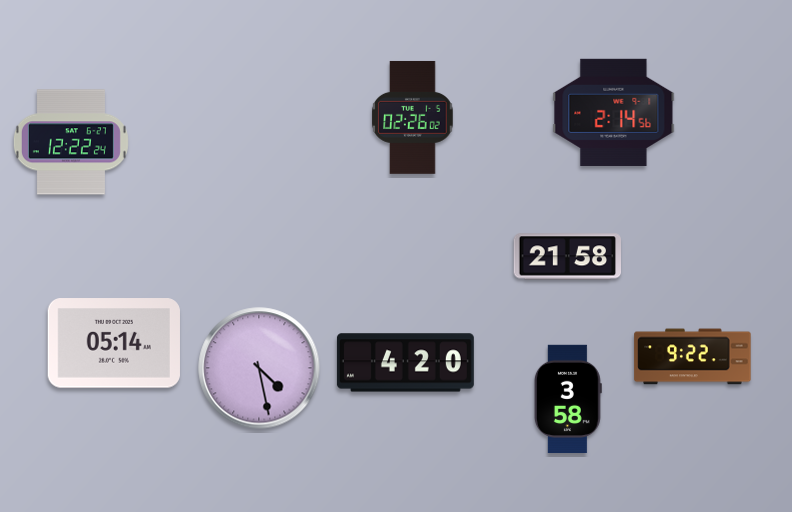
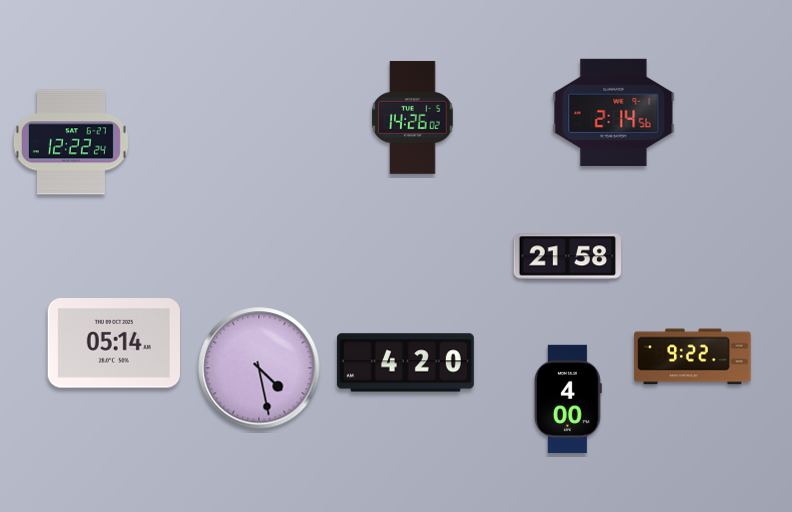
clock at (413, 117): 02:26 -> 14:26
clock at (568, 398): 3:58 -> 4:00
